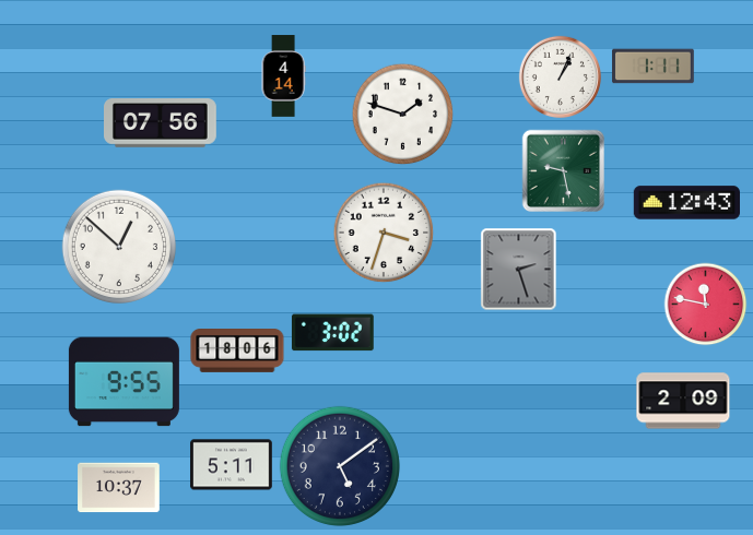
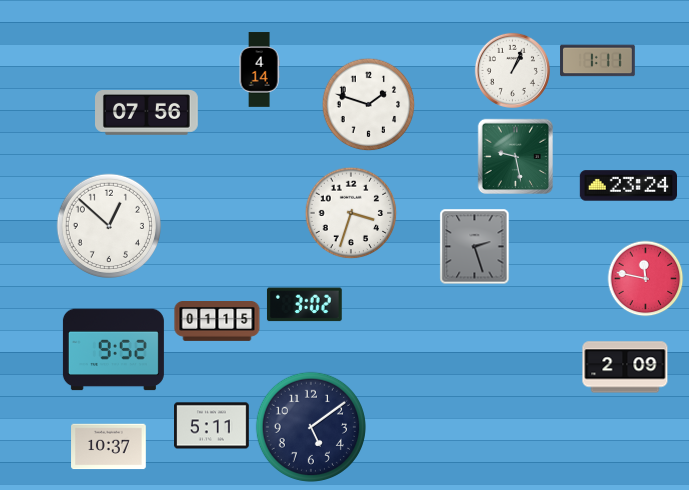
clock at (687, 203): 12:43 -> 23:24
clock at (237, 352): 18:06 -> 01:15
clock at (123, 382): 9:55 -> 9:52
